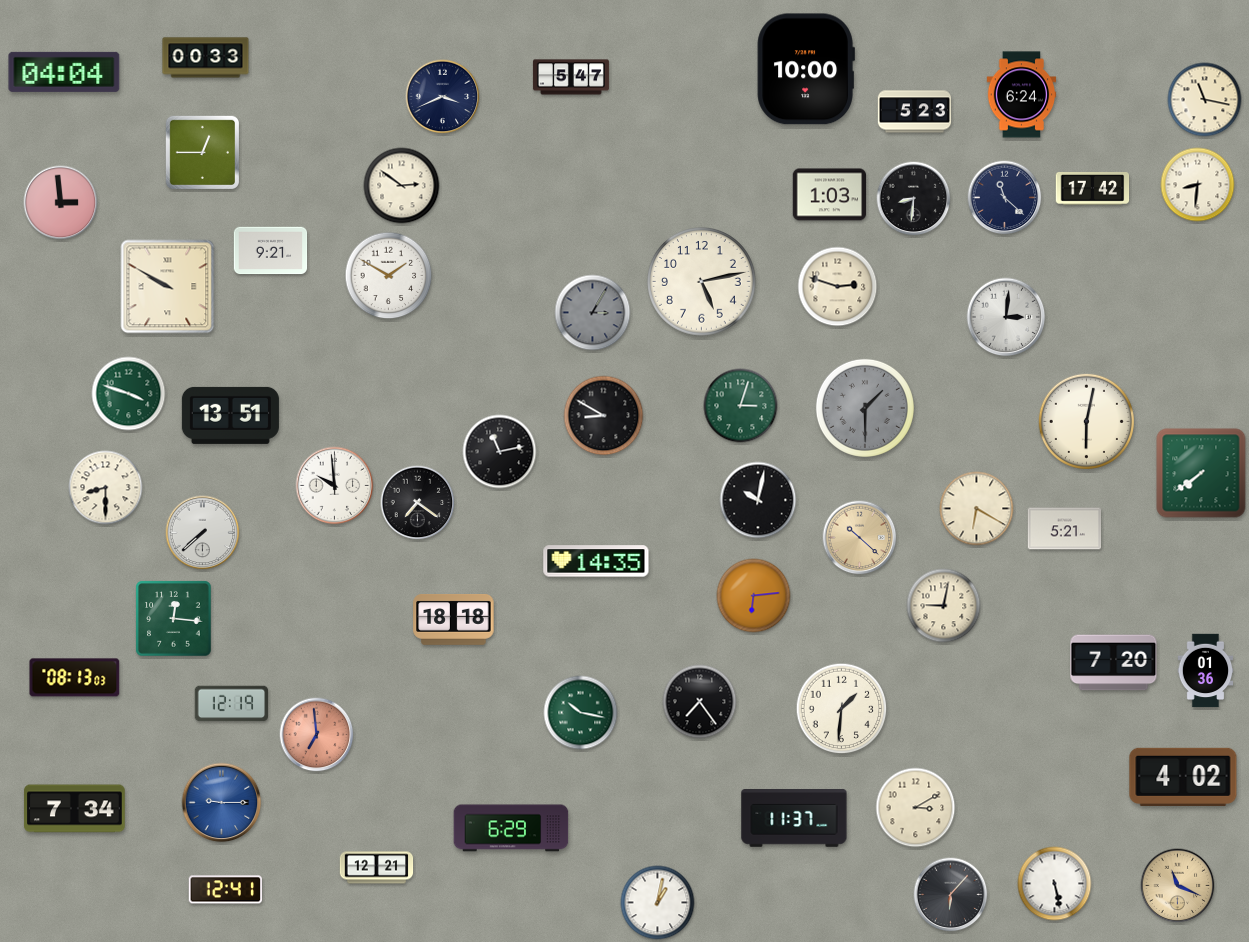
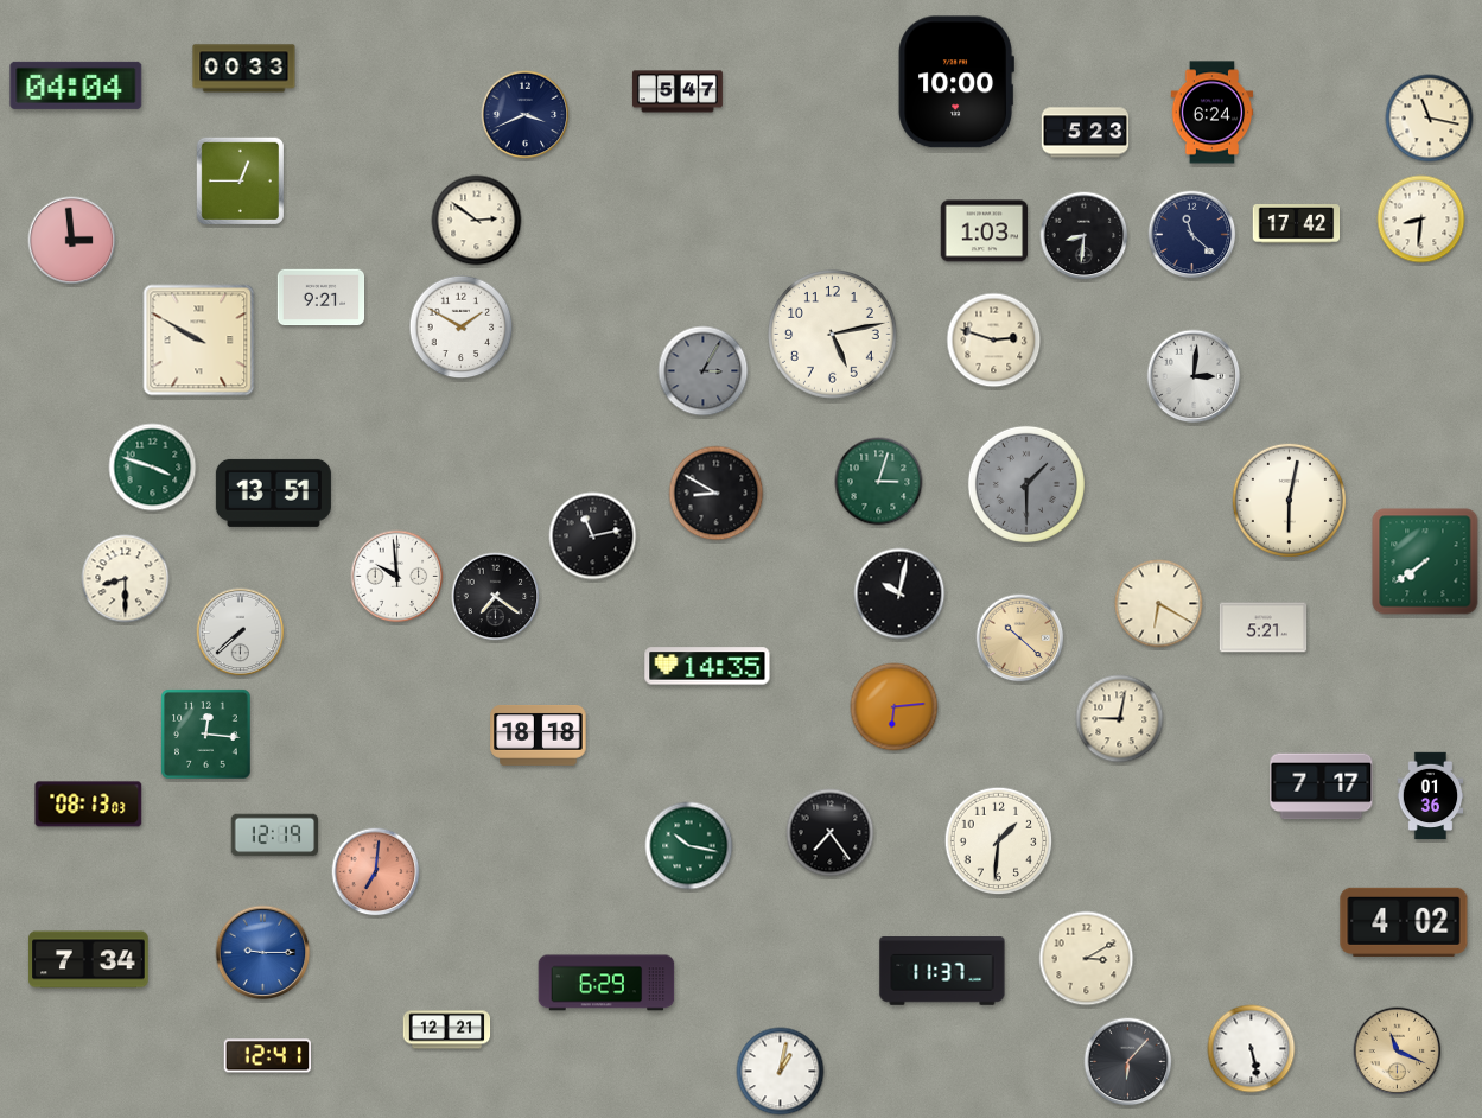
clock at (1114, 663): 7:20 -> 7:17
clock at (317, 735): 6:59 -> 7:01
